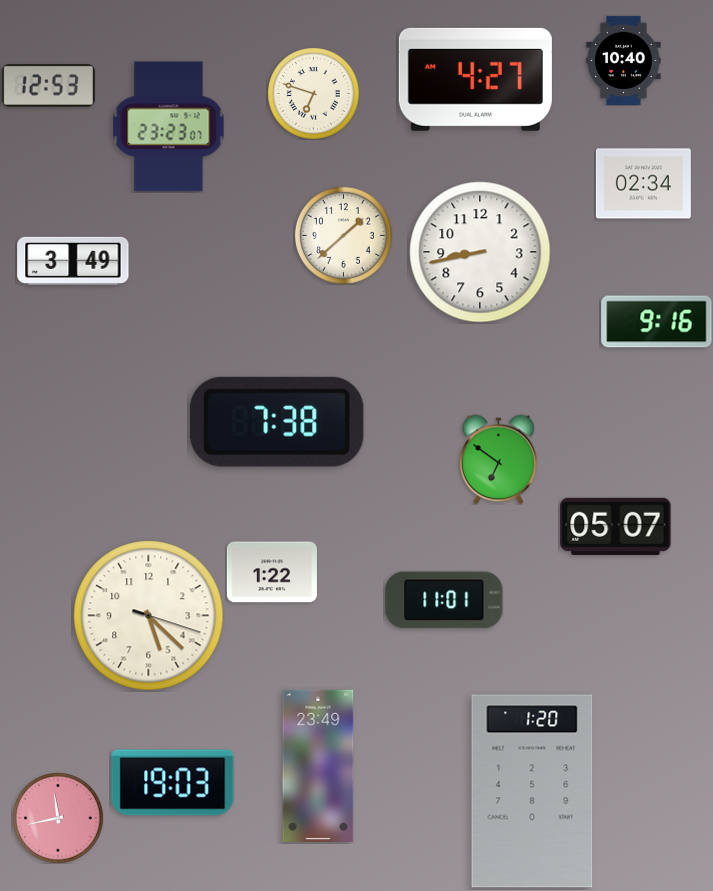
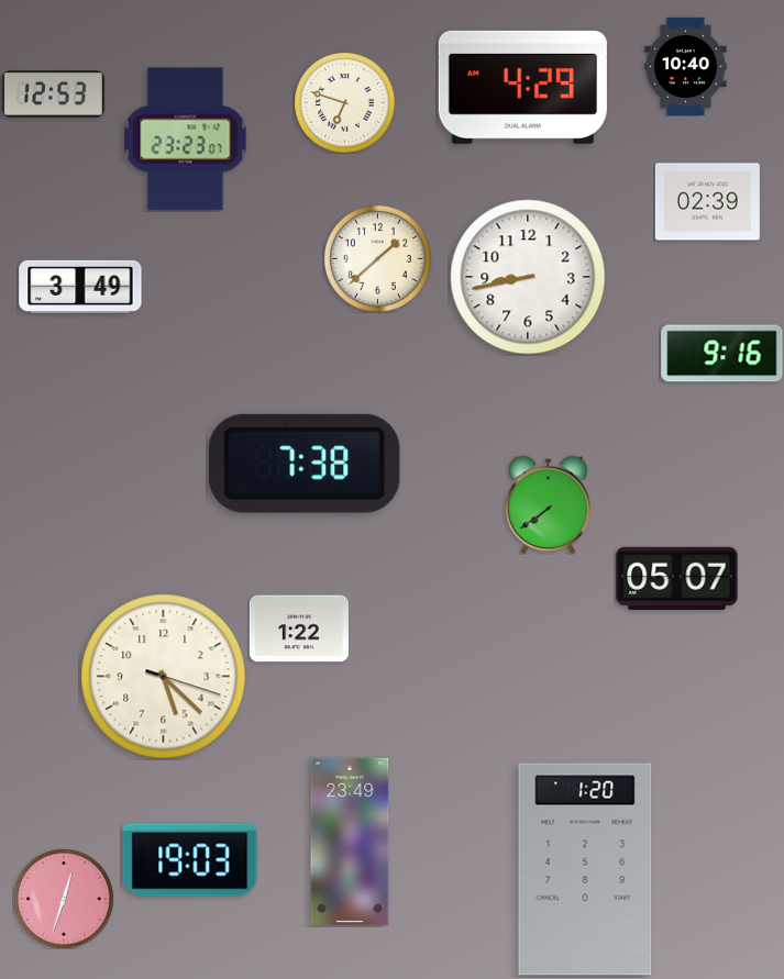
clock at (475, 79): 4:27 -> 4:29
clock at (643, 184): 02:34 -> 02:39
clock at (499, 459): 6:51 -> 7:39
clock at (444, 600): 11:01 -> none
clock at (58, 818): 11:43 -> 12:33
